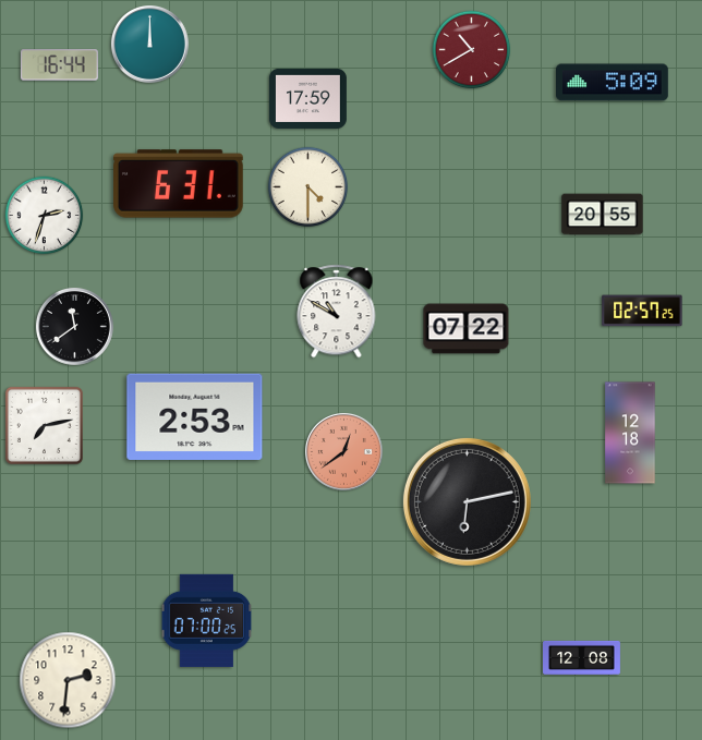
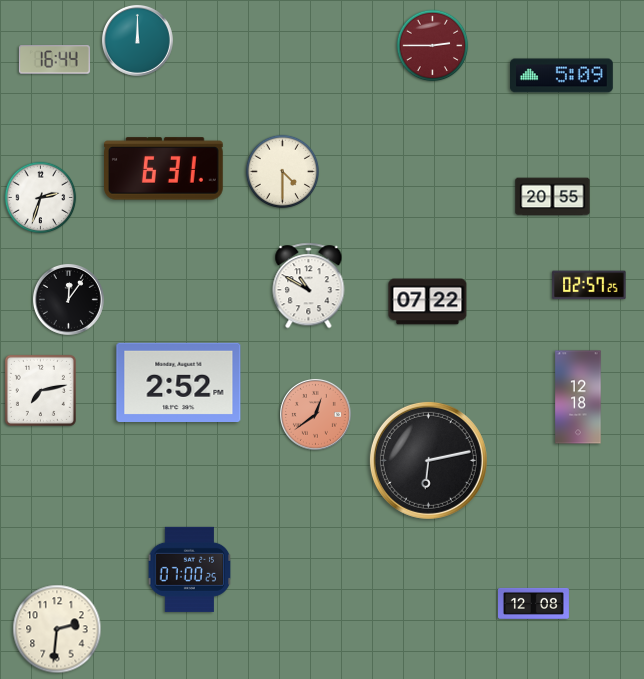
clock at (472, 50): 10:40 -> 2:45
clock at (307, 98): 17:59 -> none
clock at (74, 326): 11:39 -> 12:06
clock at (195, 416): 2:53 -> 2:52
clock at (68, 680) position: (68, 680) -> (57, 629)
